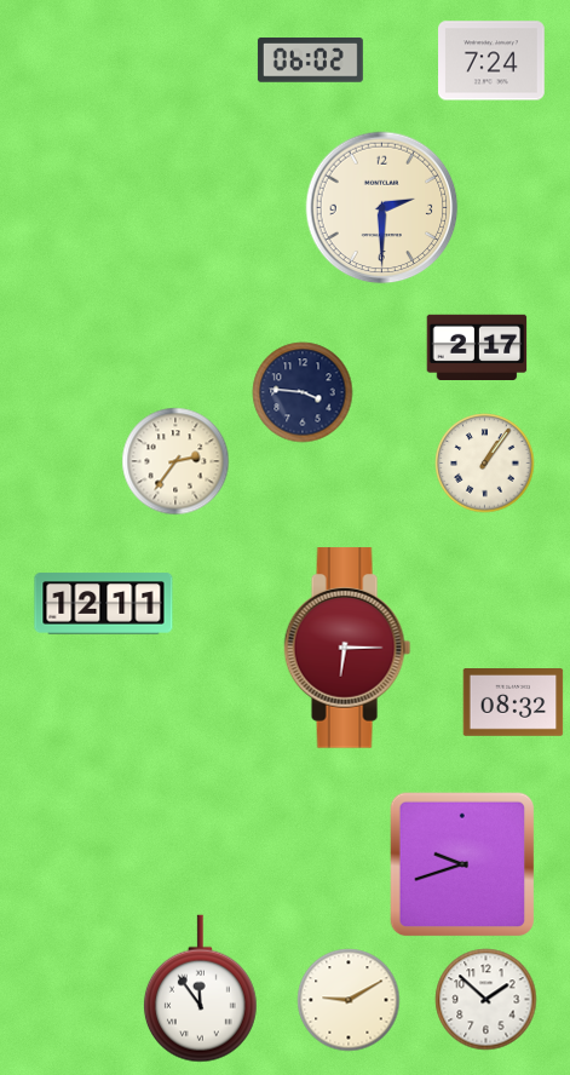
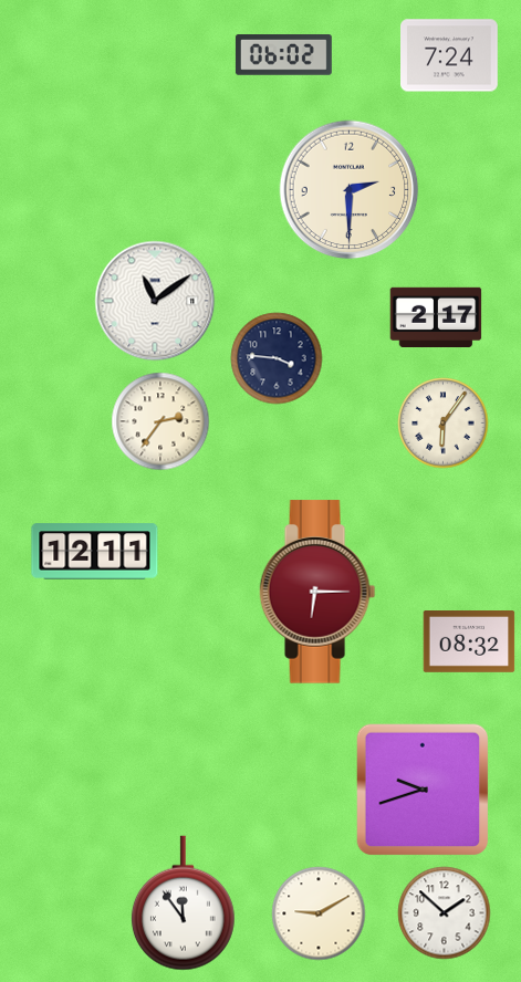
clock at (155, 301): none -> 11:09
clock at (485, 464): 1:06 -> 6:06
